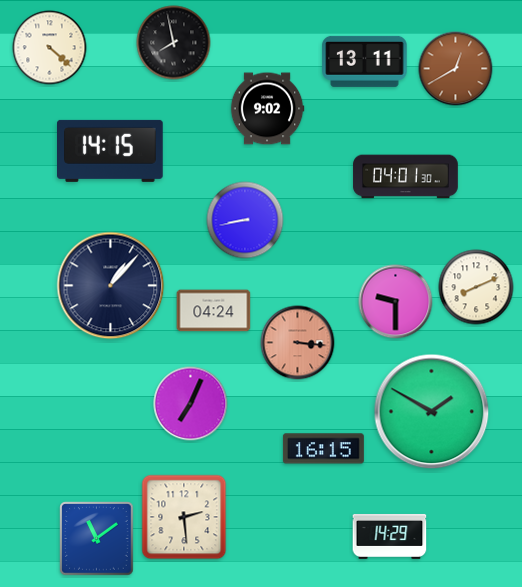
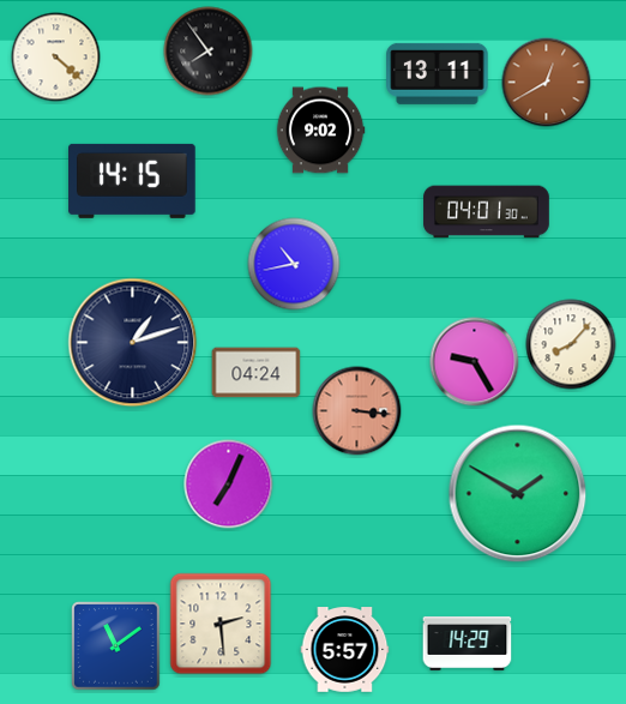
clock at (174, 43): 7:58 -> 7:54
clock at (50, 48) position: (50, 48) -> (56, 58)
clock at (245, 220): 8:43 -> 10:43
clock at (111, 286): 1:07 -> 1:12
clock at (476, 287): 8:11 -> 8:07
clock at (396, 302): 9:30 -> 9:25
clock at (323, 449): 16:15 -> none
clock at (184, 517) position: (184, 517) -> (221, 624)
clock at (345, 650): none -> 5:57
